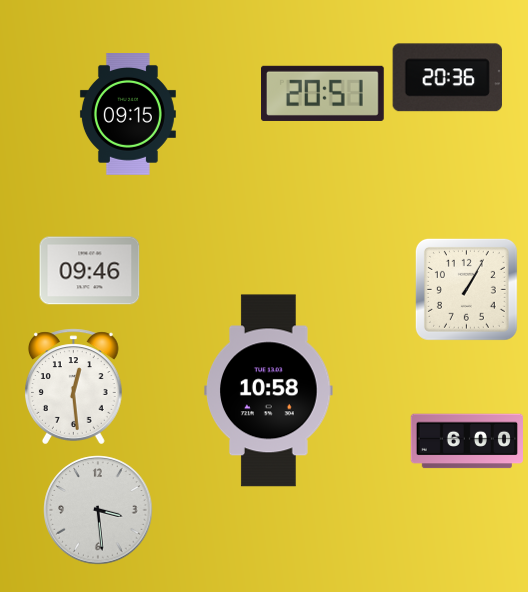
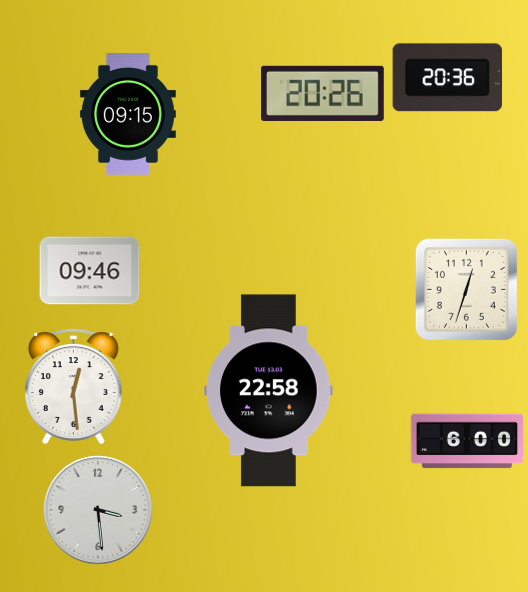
clock at (323, 93): 20:51 -> 20:26
clock at (466, 289): 1:05 -> 12:33
clock at (269, 391): 10:58 -> 22:58
